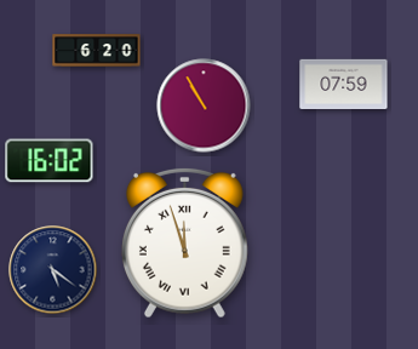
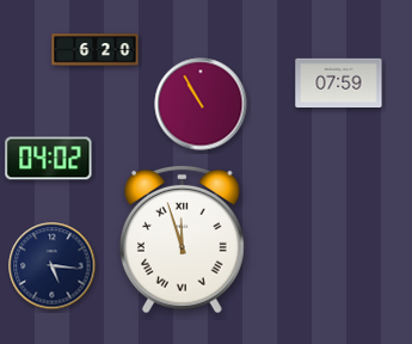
clock at (50, 161): 16:02 -> 04:02
clock at (53, 270): 5:21 -> 5:16
